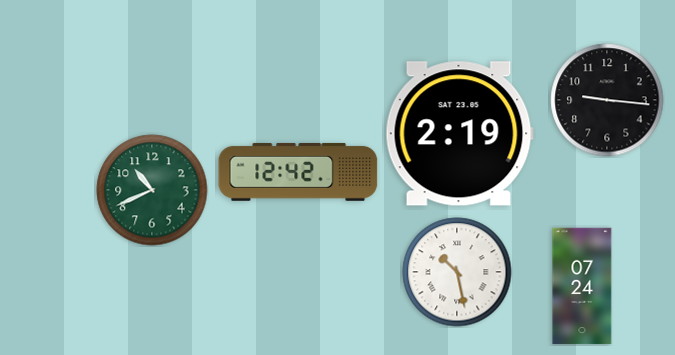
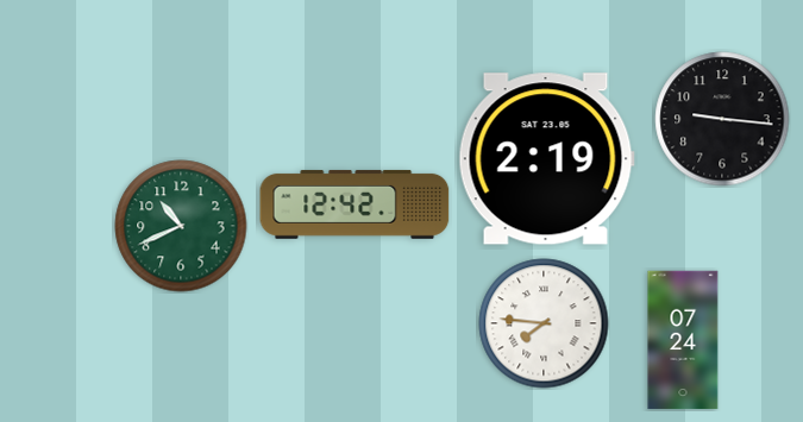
clock at (457, 272): 10:28 -> 7:46
clock at (582, 286) position: (582, 286) -> (683, 340)
